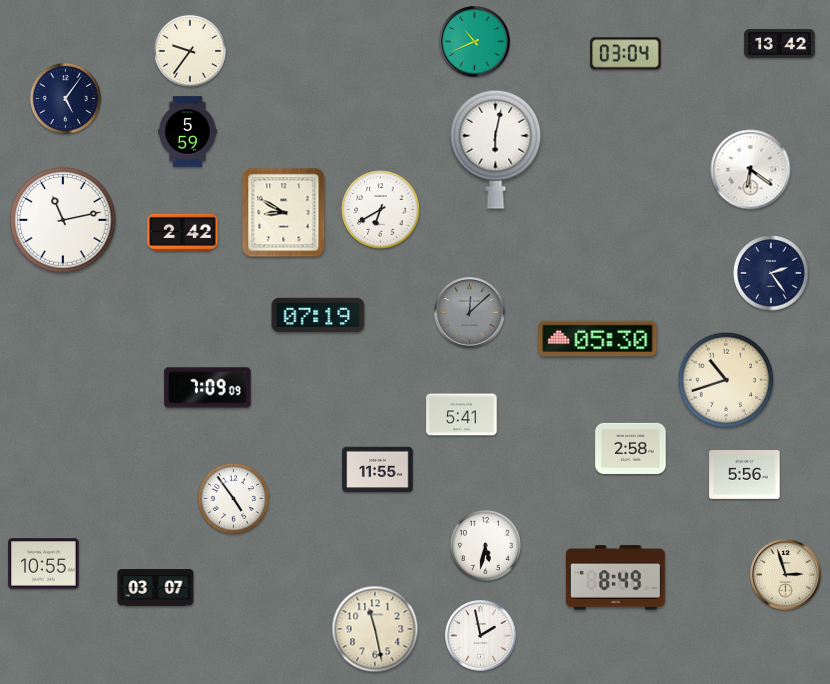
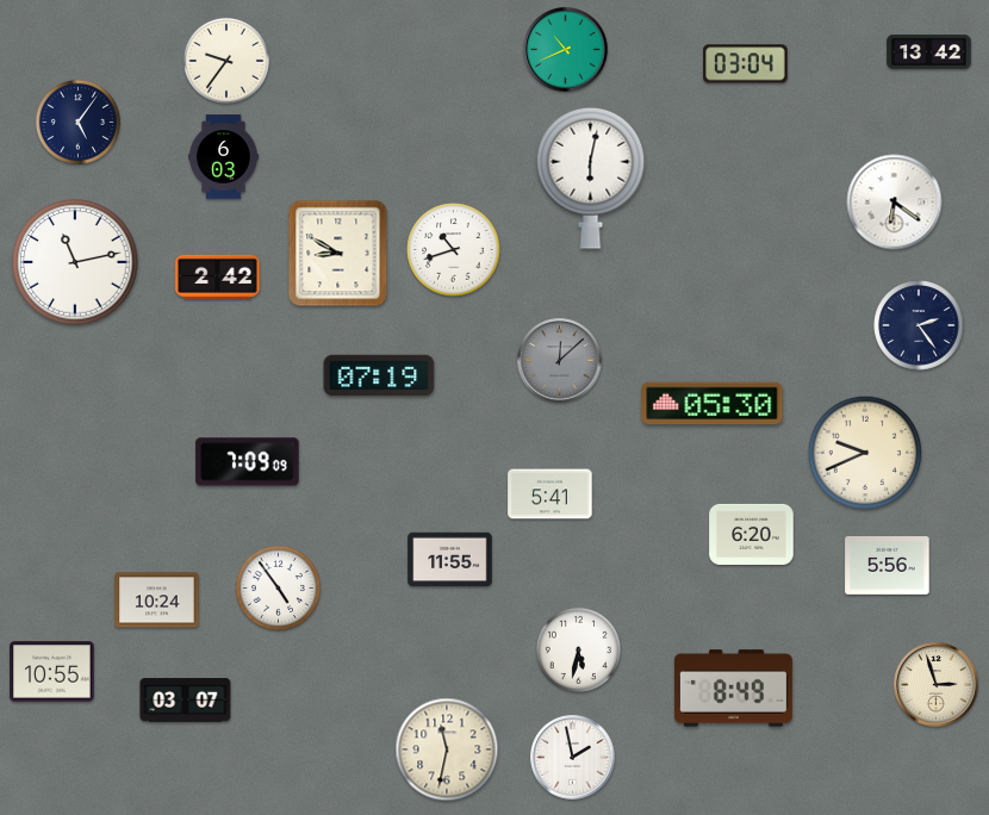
clock at (65, 98) position: (65, 98) -> (77, 122)
clock at (188, 132): 5:59 -> 6:03
clock at (381, 210): 6:40 -> 10:42
clock at (470, 313) position: (470, 313) -> (560, 361)
clock at (726, 380): 10:42 -> 9:41
clock at (631, 448): 2:58 -> 6:20
clock at (233, 498) position: (233, 498) -> (278, 587)
clock at (157, 601): none -> 10:24
clock at (375, 629): 11:28 -> 11:32
